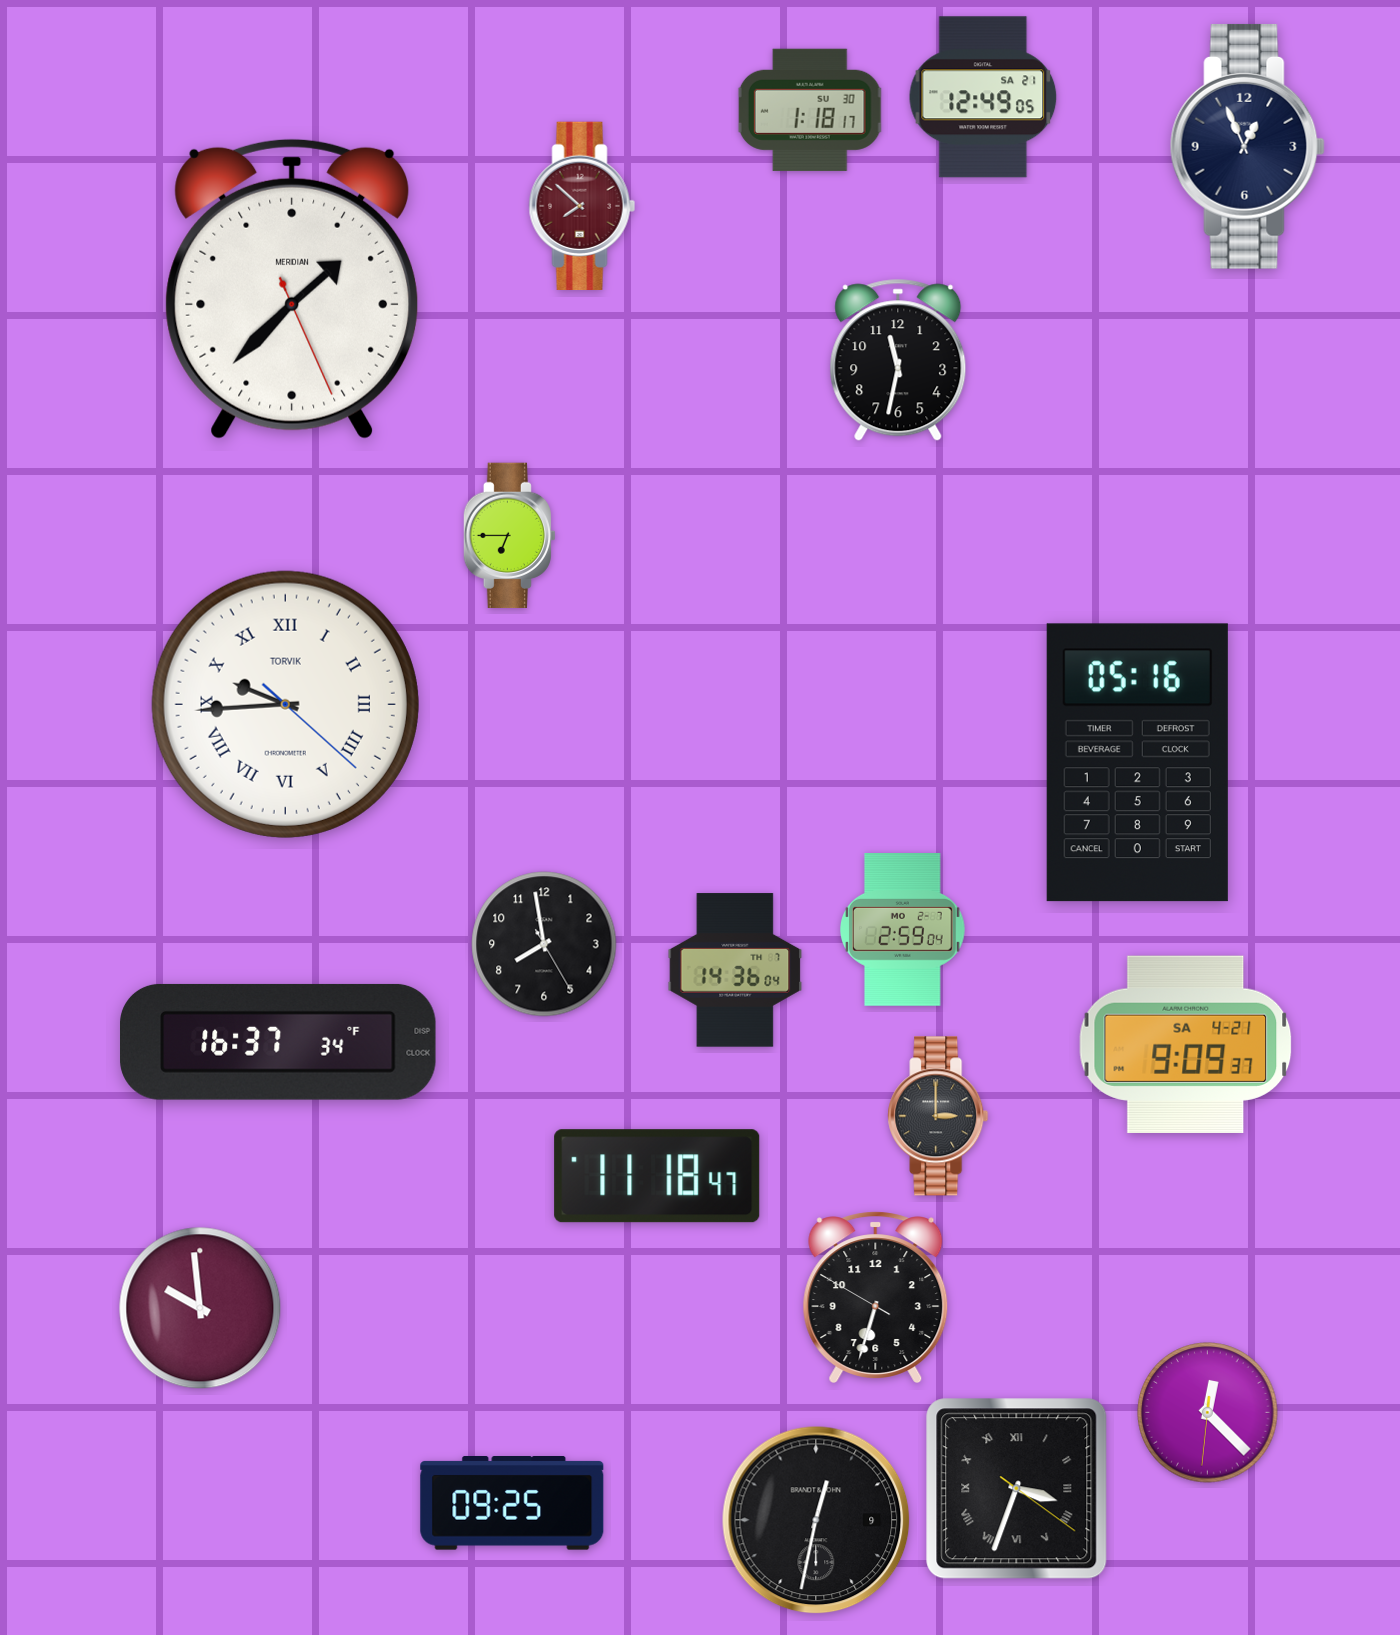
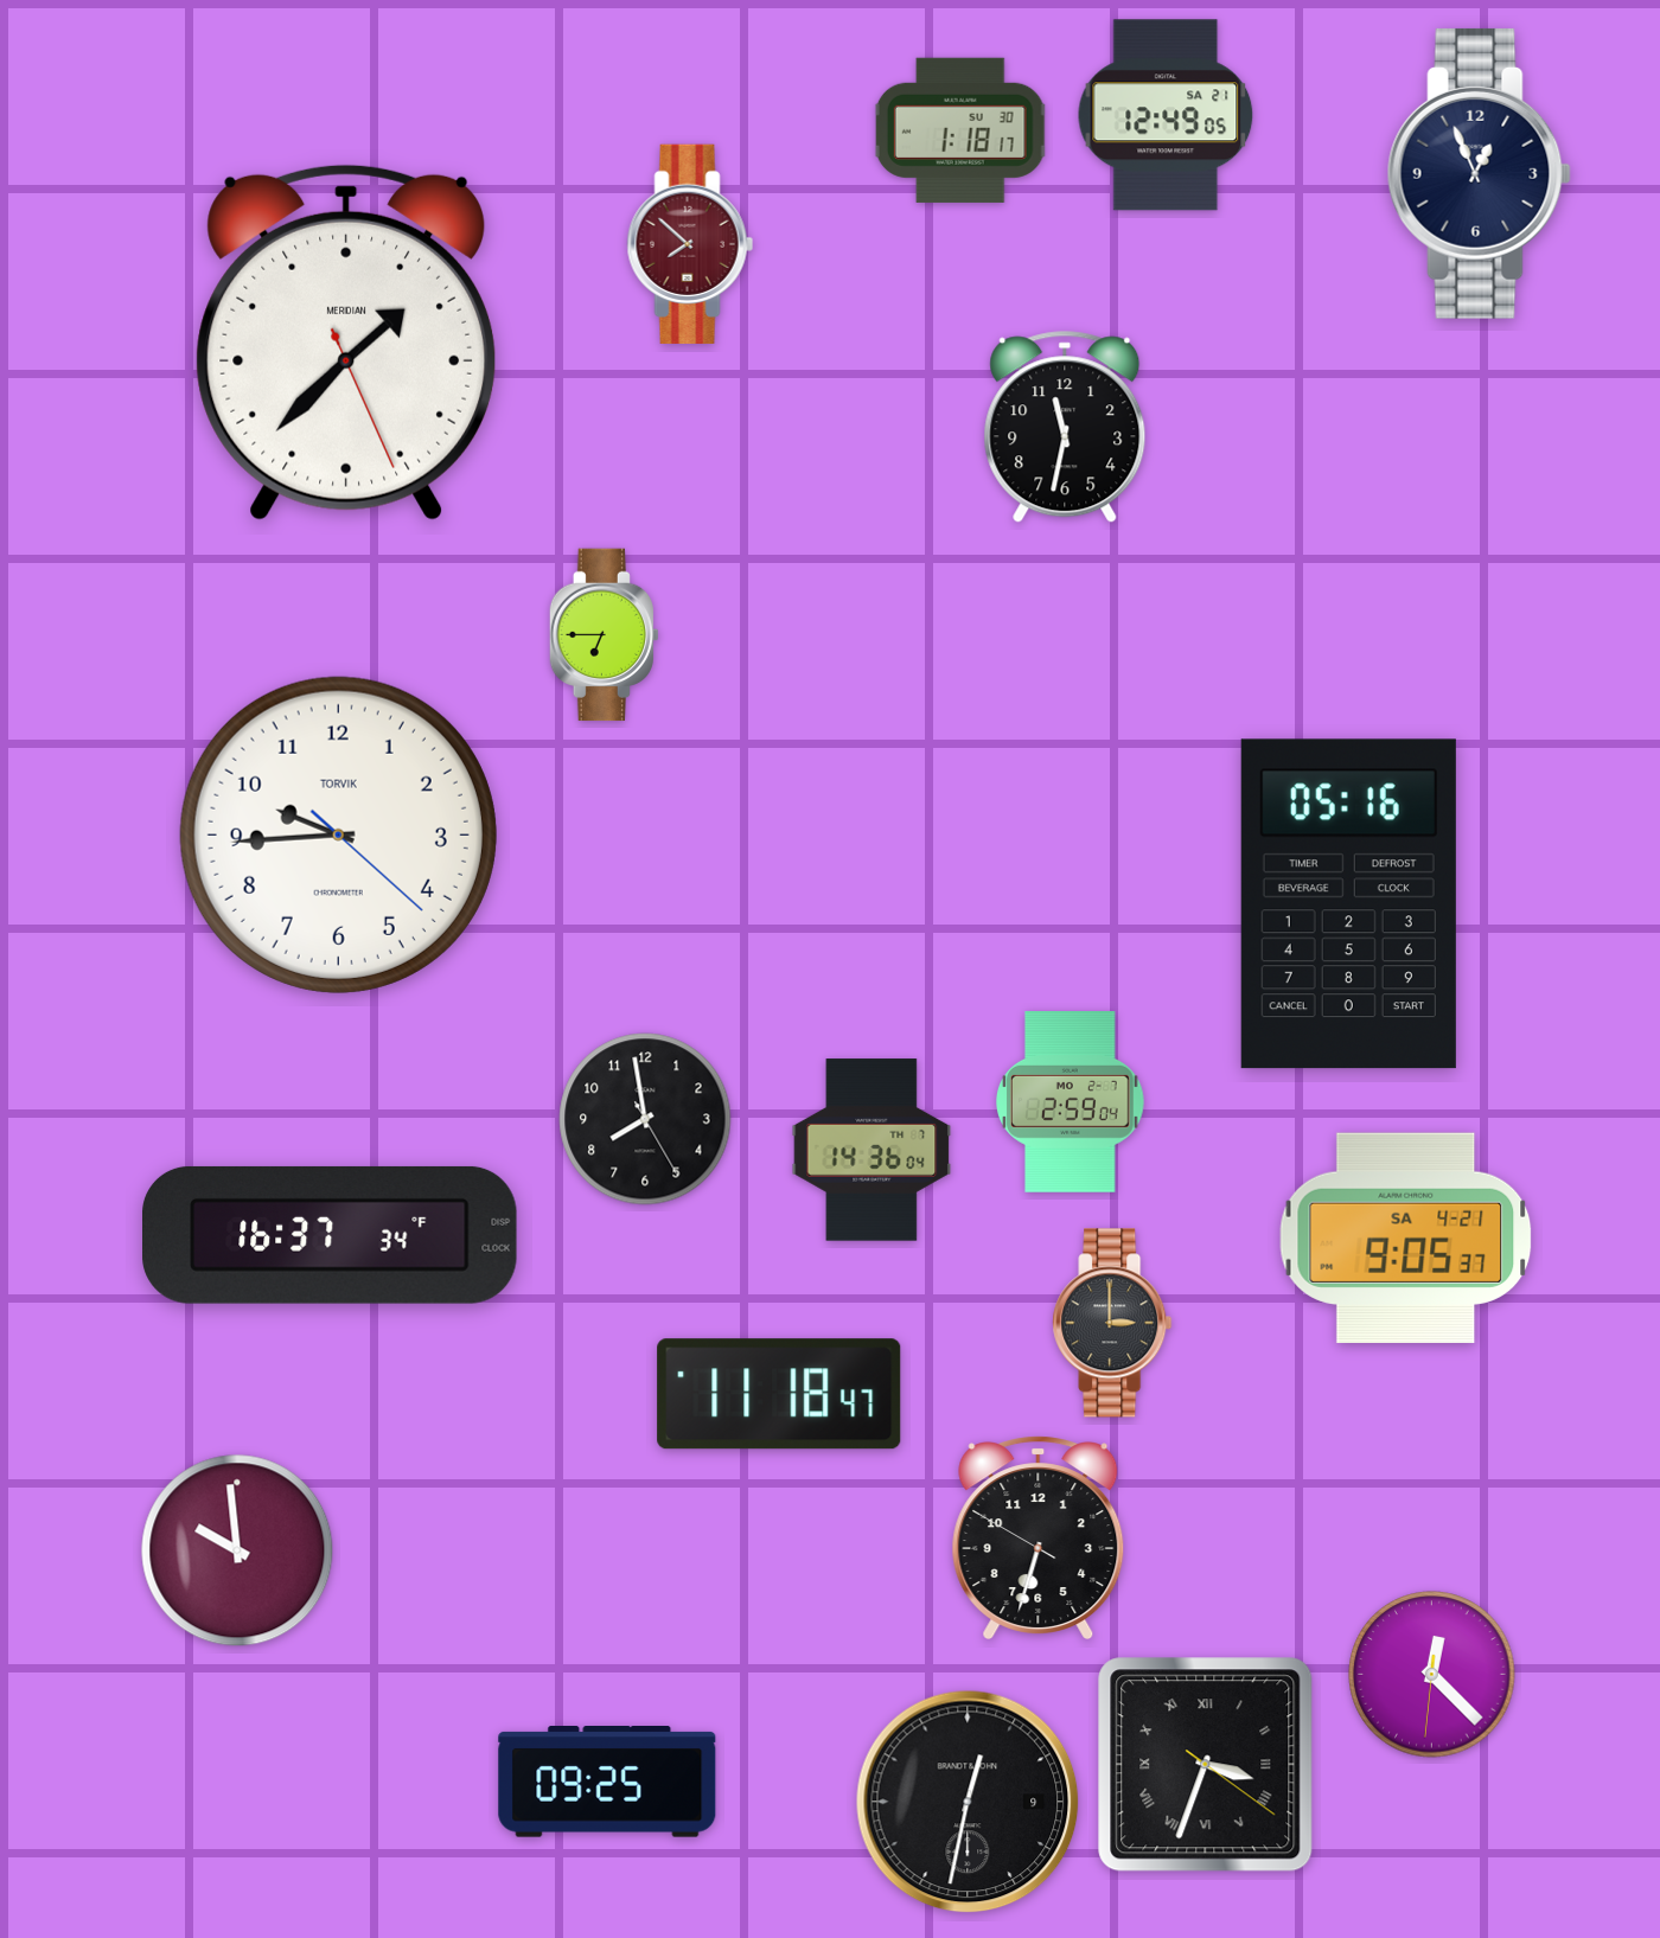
clock at (285, 704) numerals: Roman -> Arabic
clock at (1186, 1044): 9:09 -> 9:05
